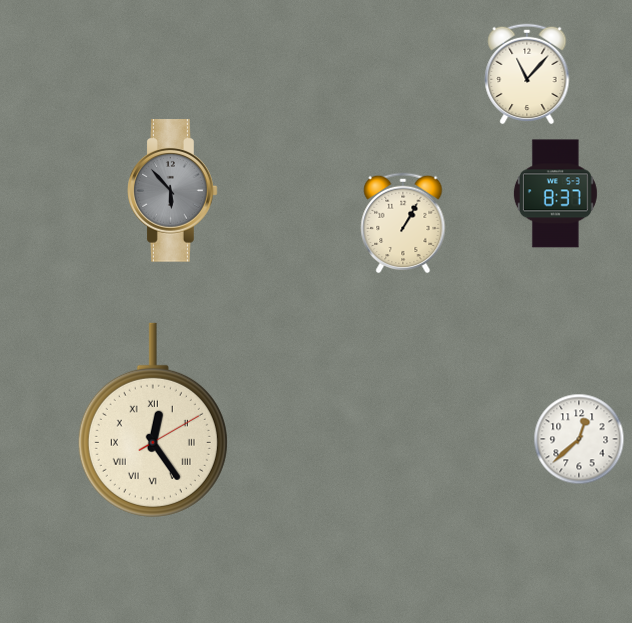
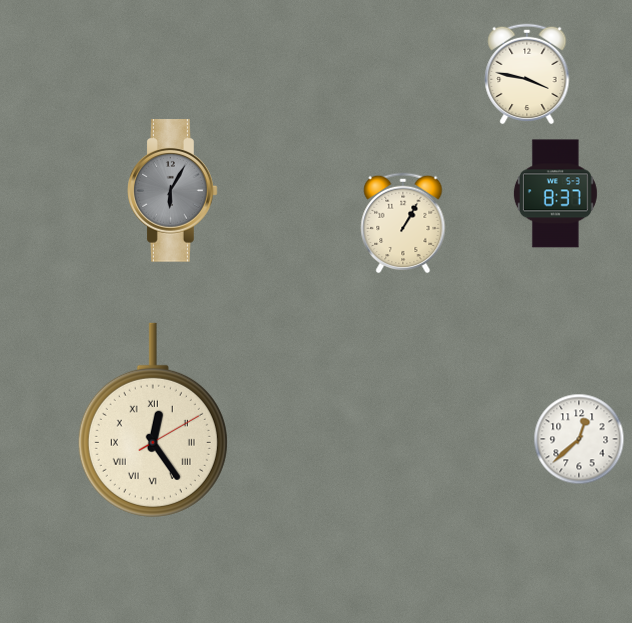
clock at (527, 74): 11:07 -> 3:47
clock at (173, 191): 5:53 -> 6:05
